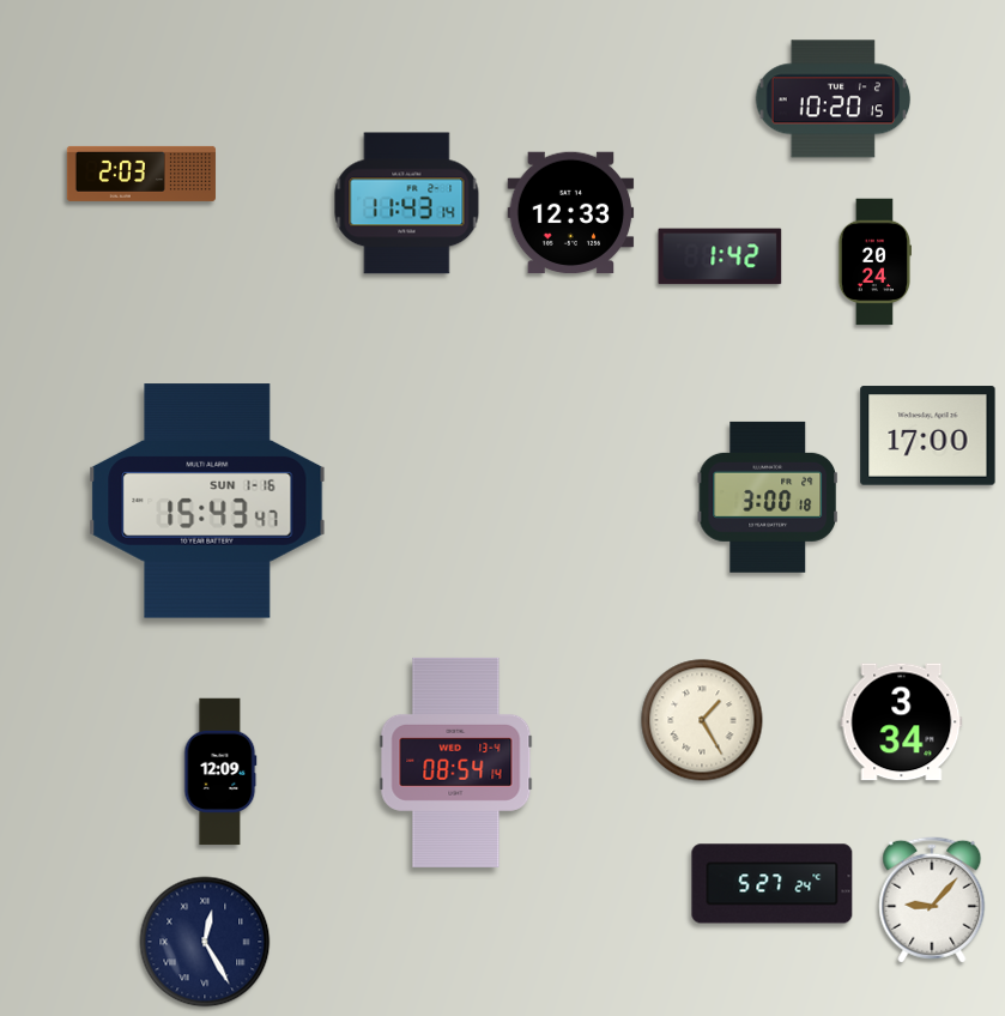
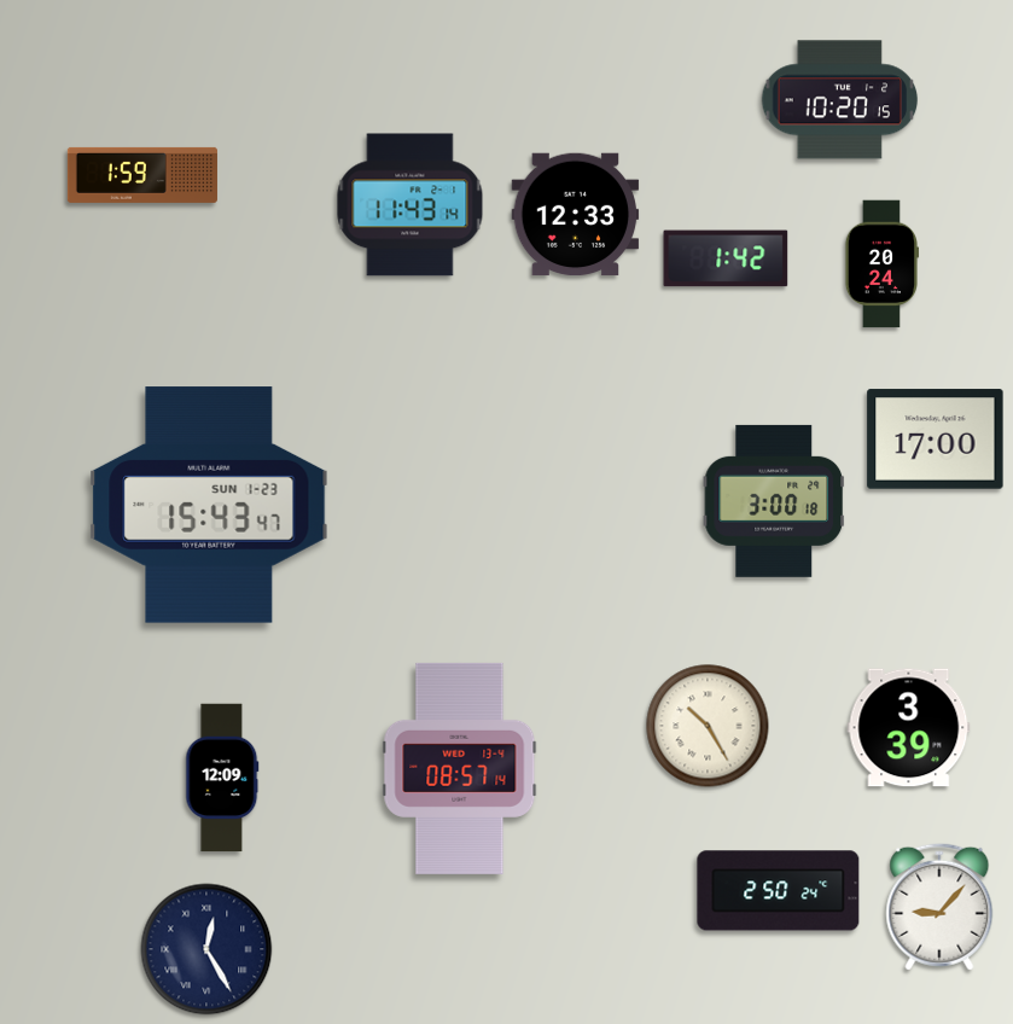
clock at (141, 174): 2:03 -> 1:59
clock at (207, 501) date: SUN 1-16 -> SUN 1-23
clock at (702, 720): 1:25 -> 10:25
clock at (902, 722): 3:34 -> 3:39
clock at (456, 762): 08:54 -> 08:57
clock at (773, 884): 5:27 -> 2:50
